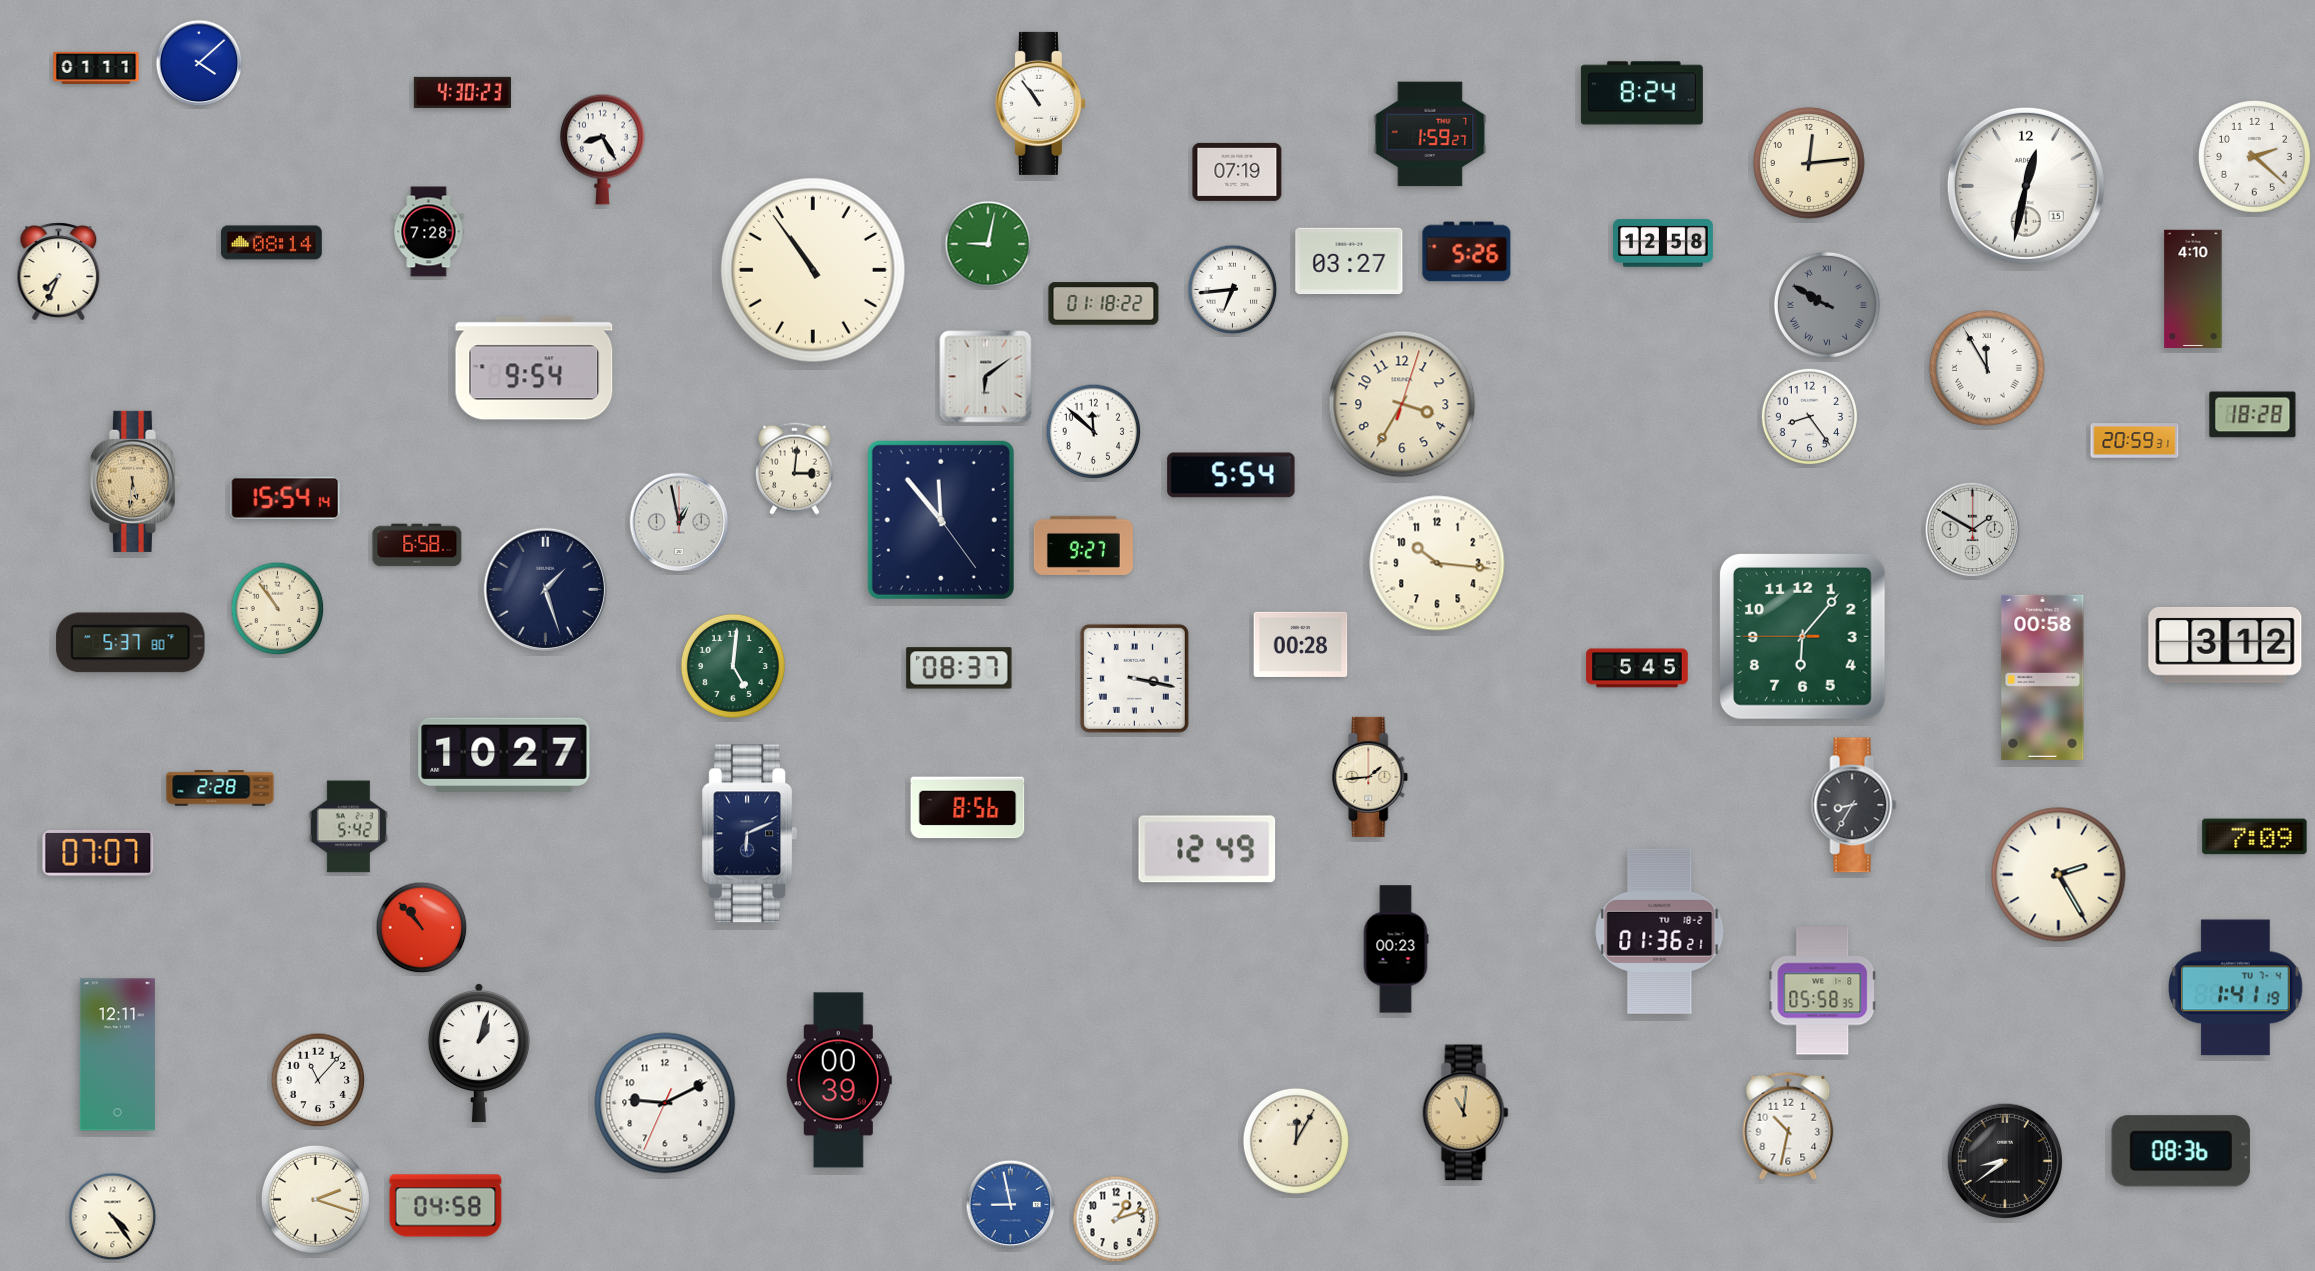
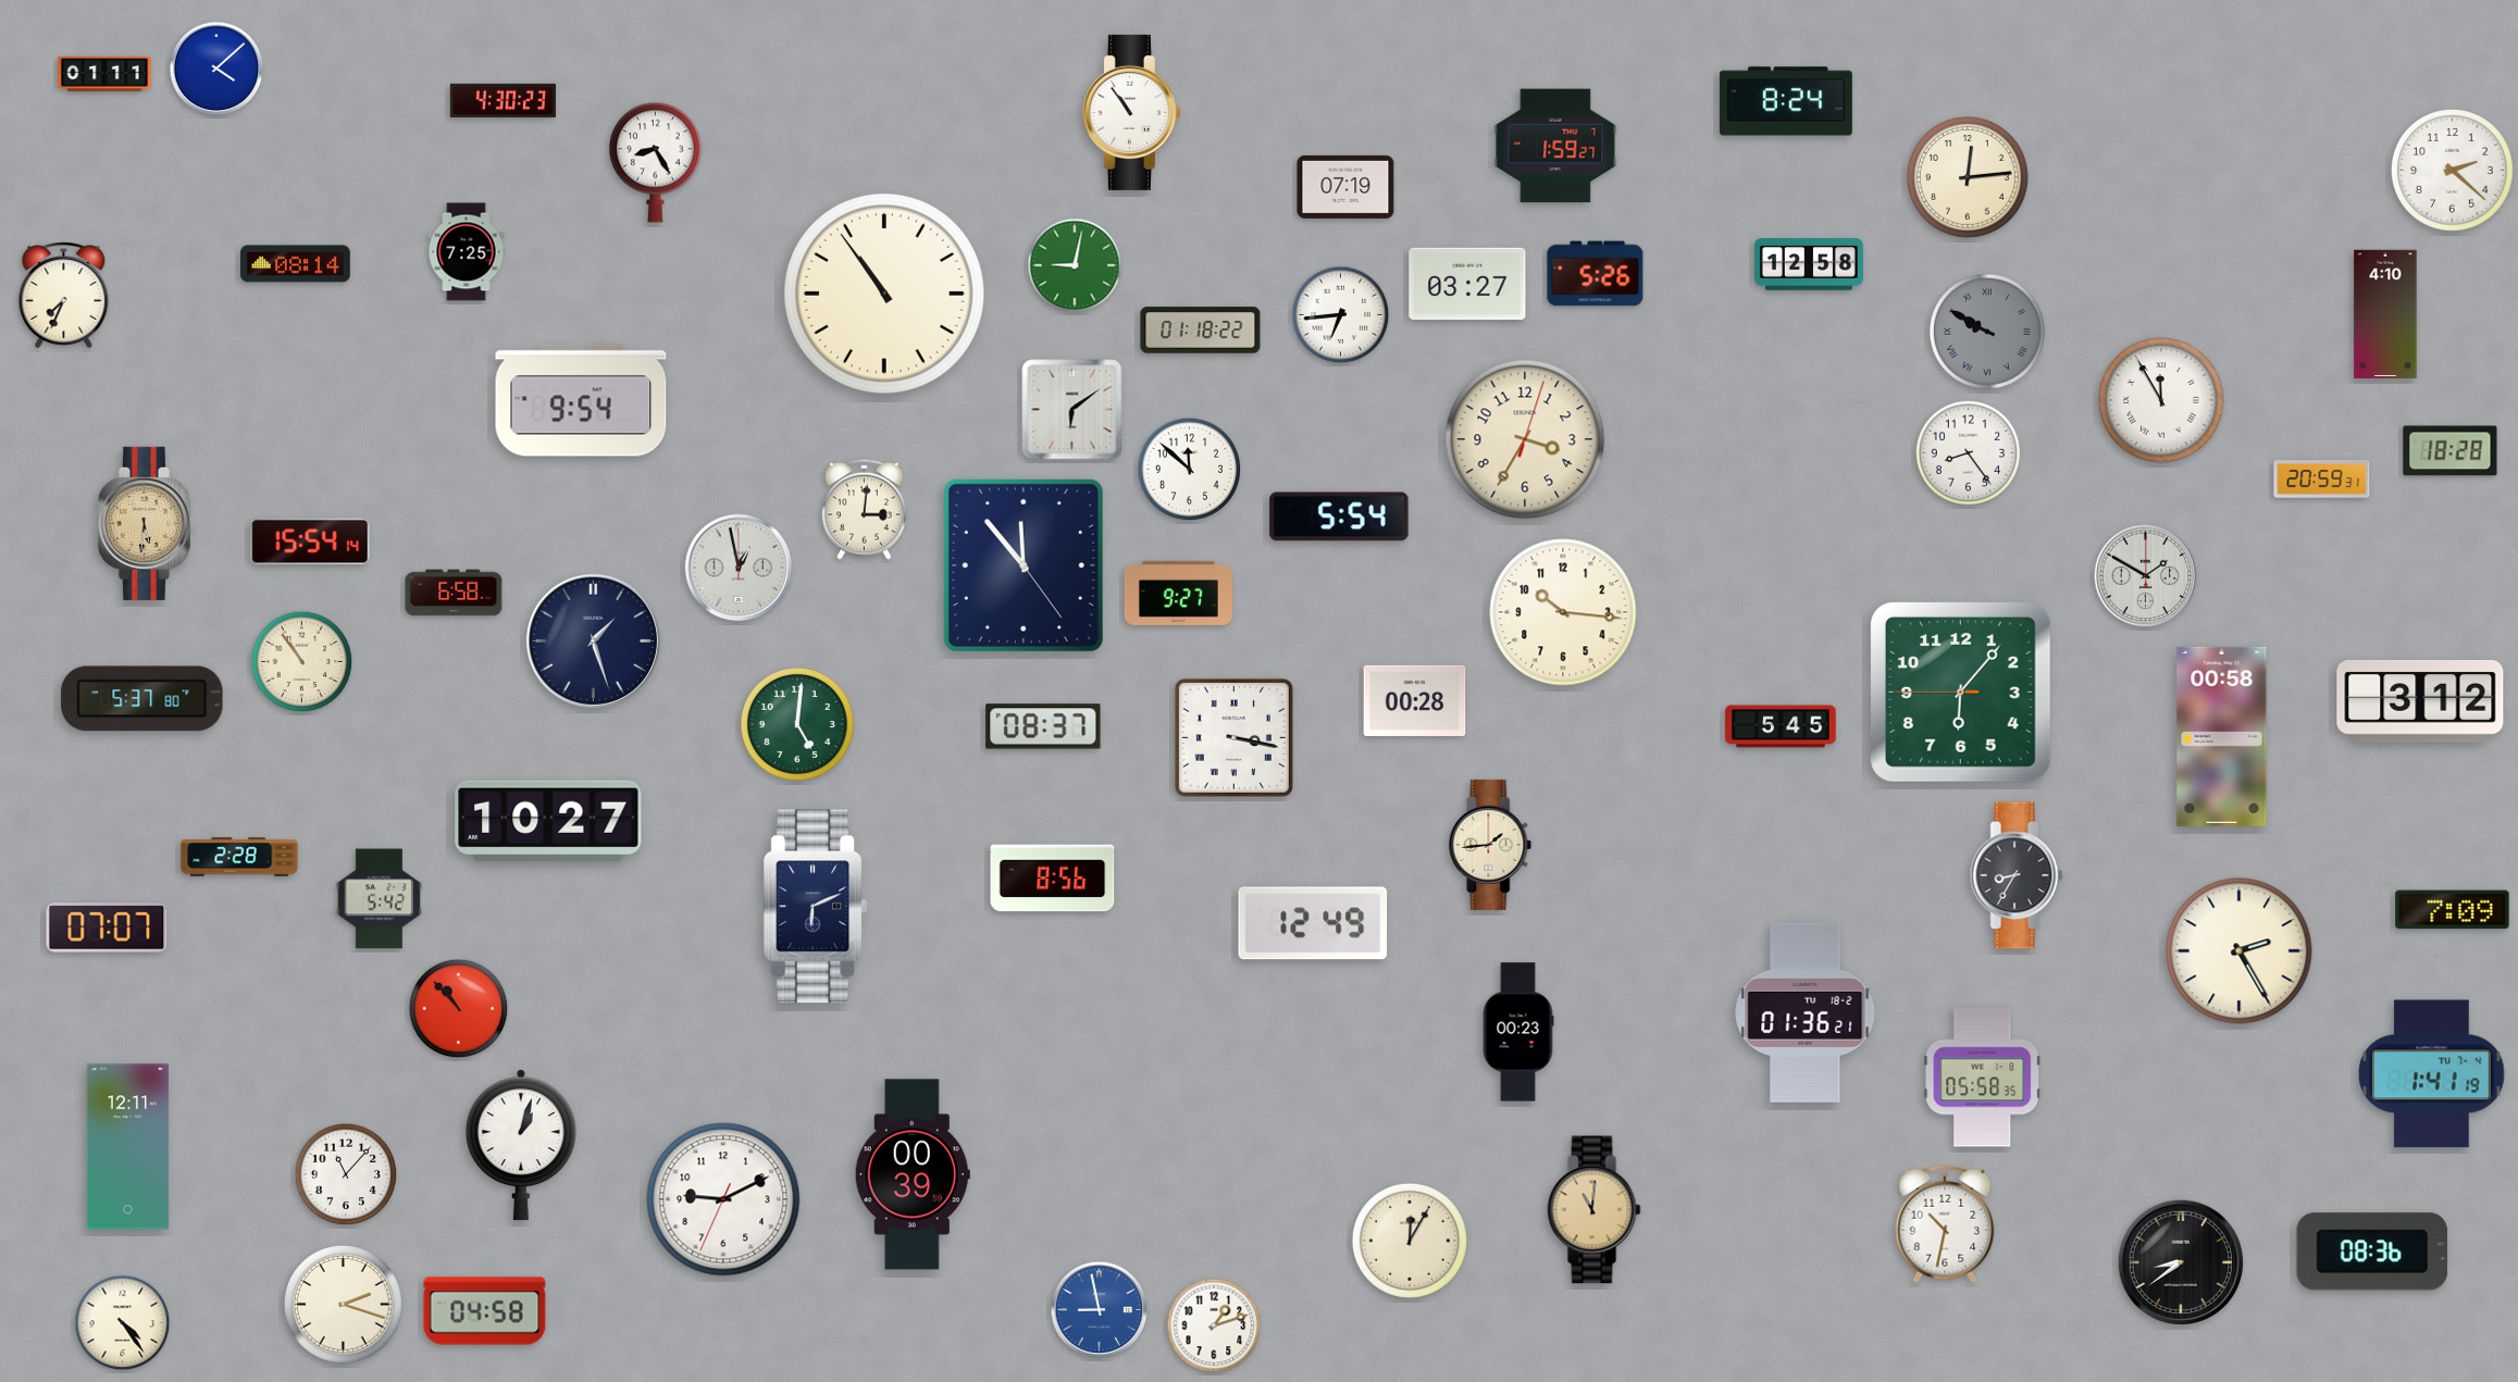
clock at (2026, 186): 12:32 -> none
clock at (429, 232): 7:28 -> 7:25
